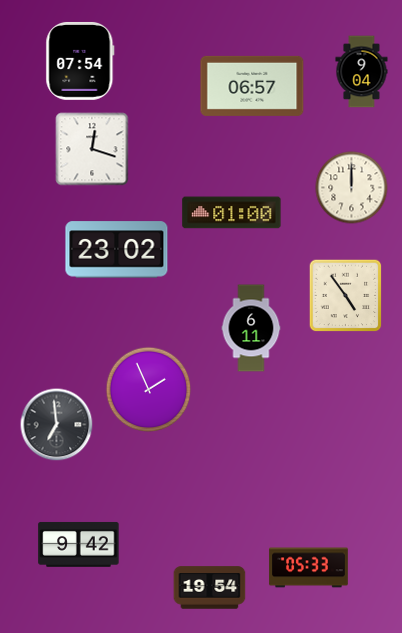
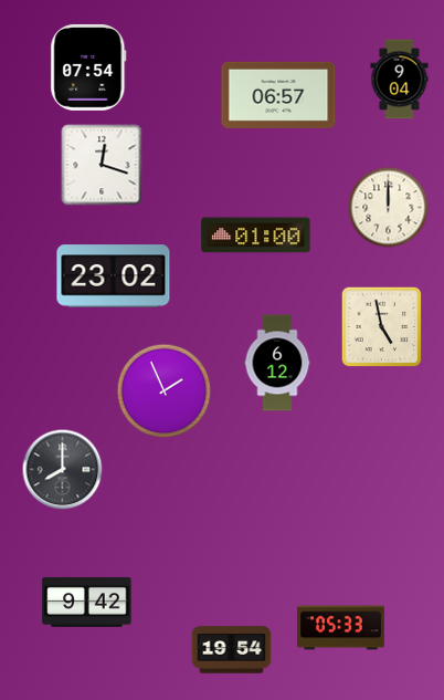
clock at (117, 250) position: (117, 250) -> (114, 276)
clock at (346, 296): 4:54 -> 4:58
clock at (251, 328): 6:11 -> 6:12
clock at (149, 390) position: (149, 390) -> (165, 391)
clock at (57, 425): 6:59 -> 8:00
